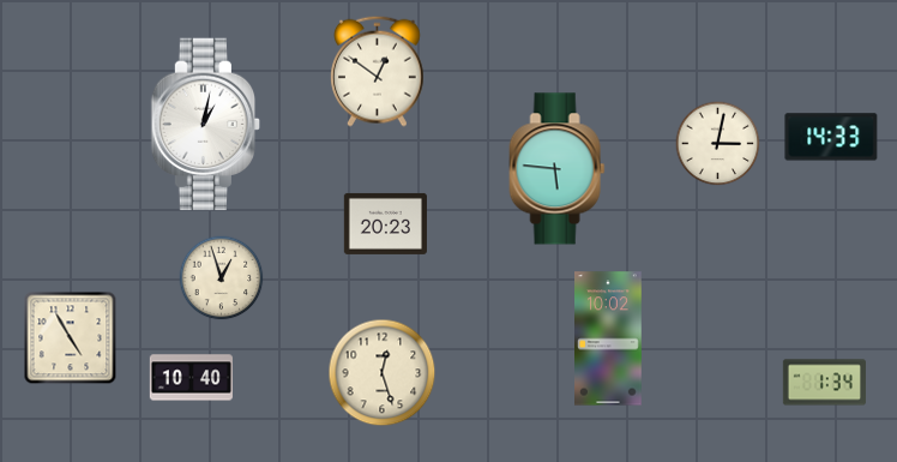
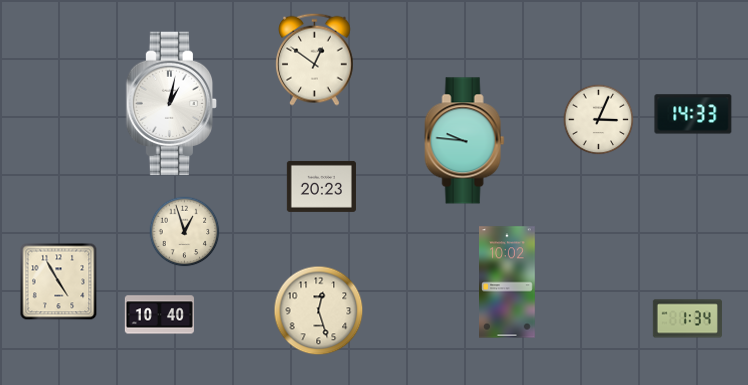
clock at (718, 144): 3:02 -> 3:04
clock at (558, 169): 5:46 -> 9:46
